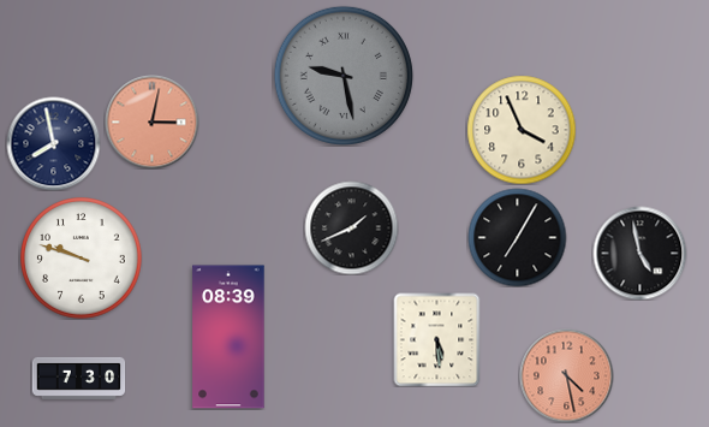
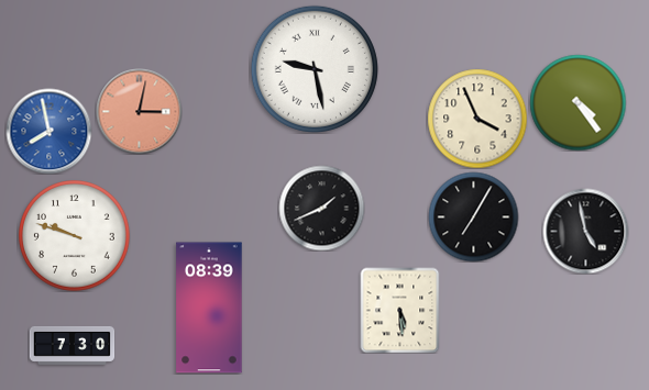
clock at (344, 76) dial: grey -> white
clock at (577, 102): none -> 4:24
clock at (53, 143) dial: navy -> blue
clock at (566, 375): 4:28 -> none
